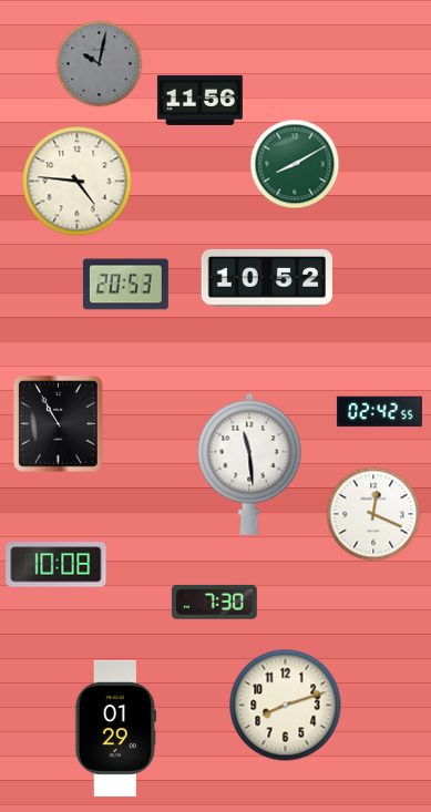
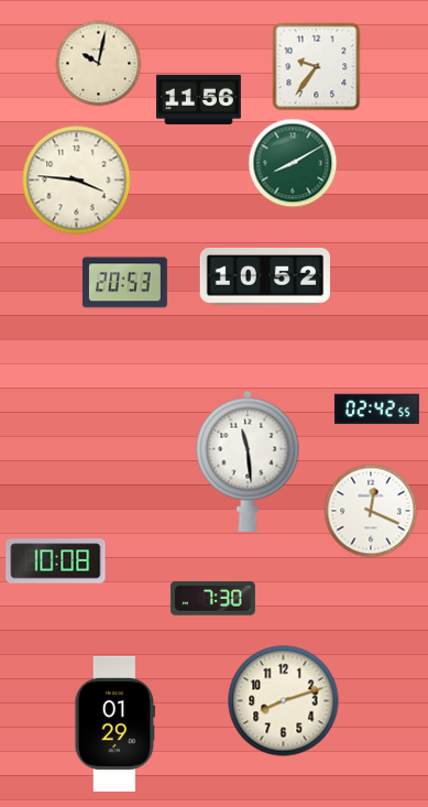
clock at (99, 63) dial: grey -> cream
clock at (316, 66): none -> 9:36
clock at (78, 182): 4:46 -> 3:46
clock at (59, 424): 10:55 -> none
